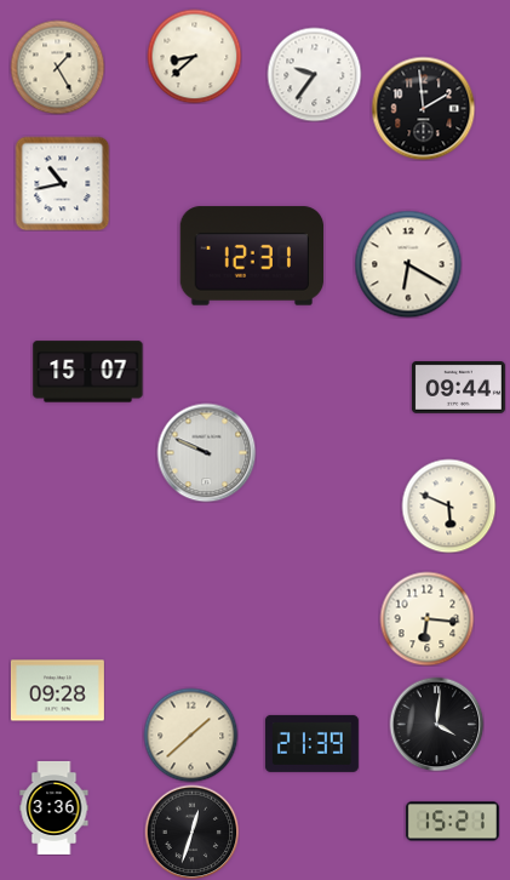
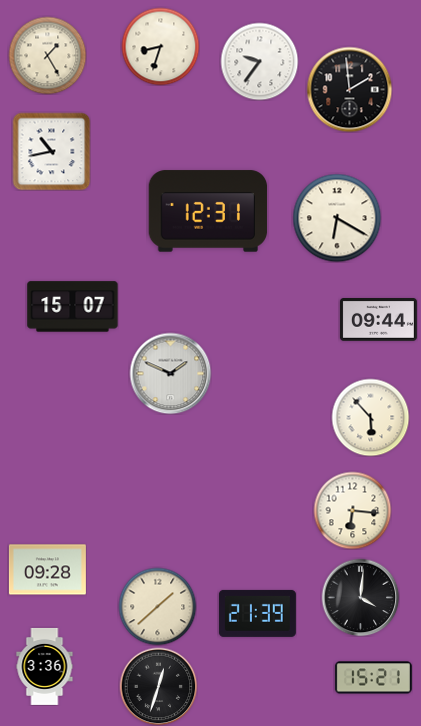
clock at (194, 56): 8:38 -> 8:33
clock at (206, 452): 9:49 -> 1:49
clock at (448, 505): 5:49 -> 5:53
